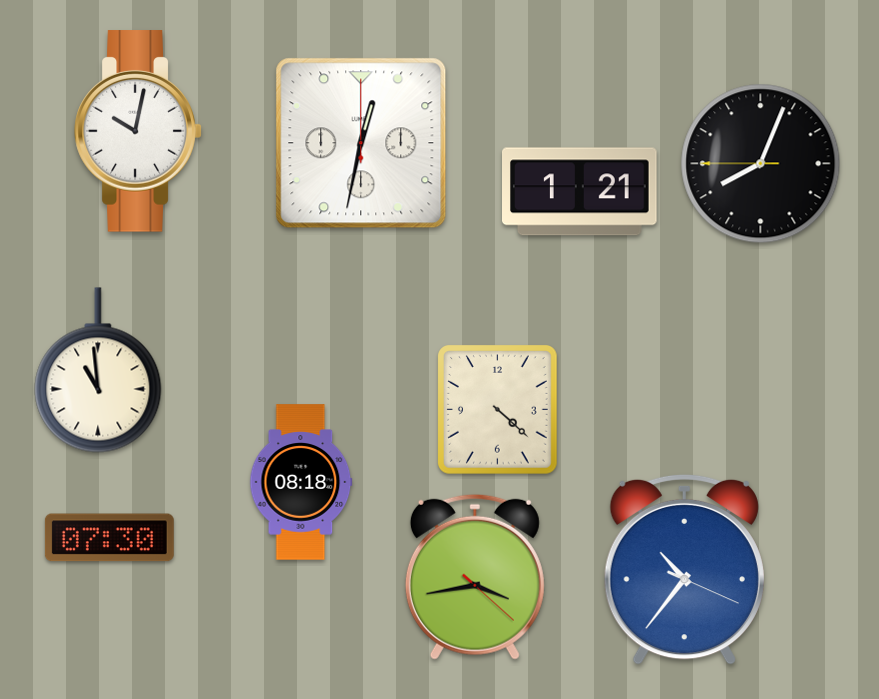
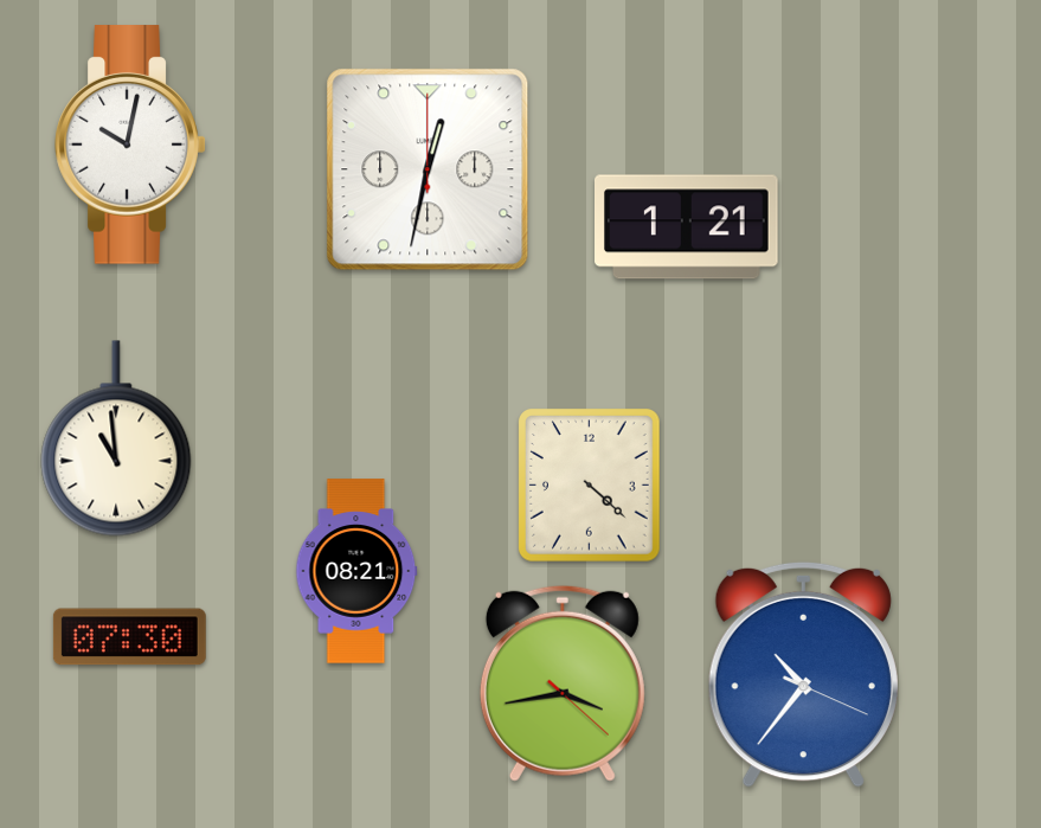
clock at (138, 131) position: (138, 131) -> (130, 145)
clock at (761, 164): 8:03 -> none
clock at (301, 482): 08:18 -> 08:21
clock at (684, 569) position: (684, 569) -> (803, 674)
